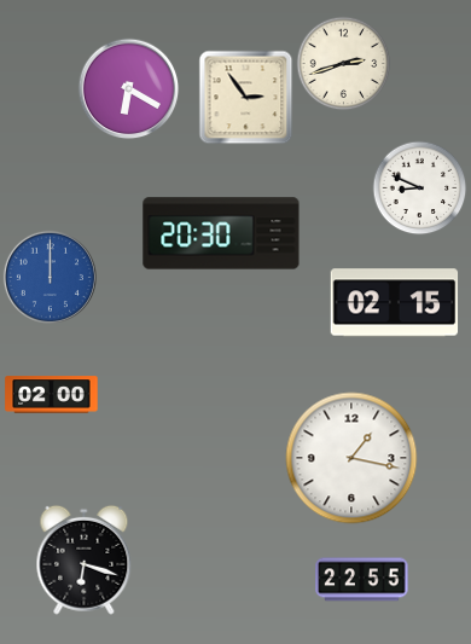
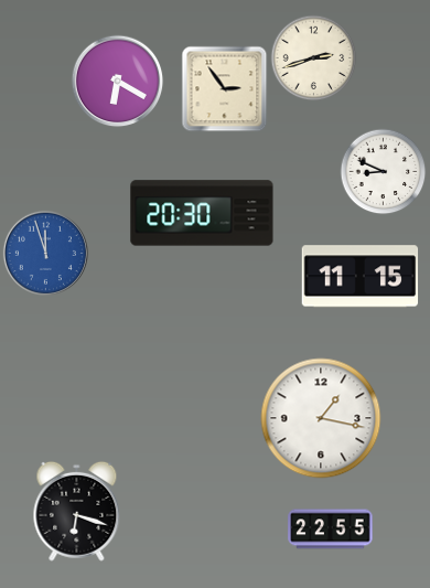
clock at (50, 277): 12:00 -> 11:57
clock at (395, 303): 02:15 -> 11:15
clock at (52, 395): 02:00 -> none
